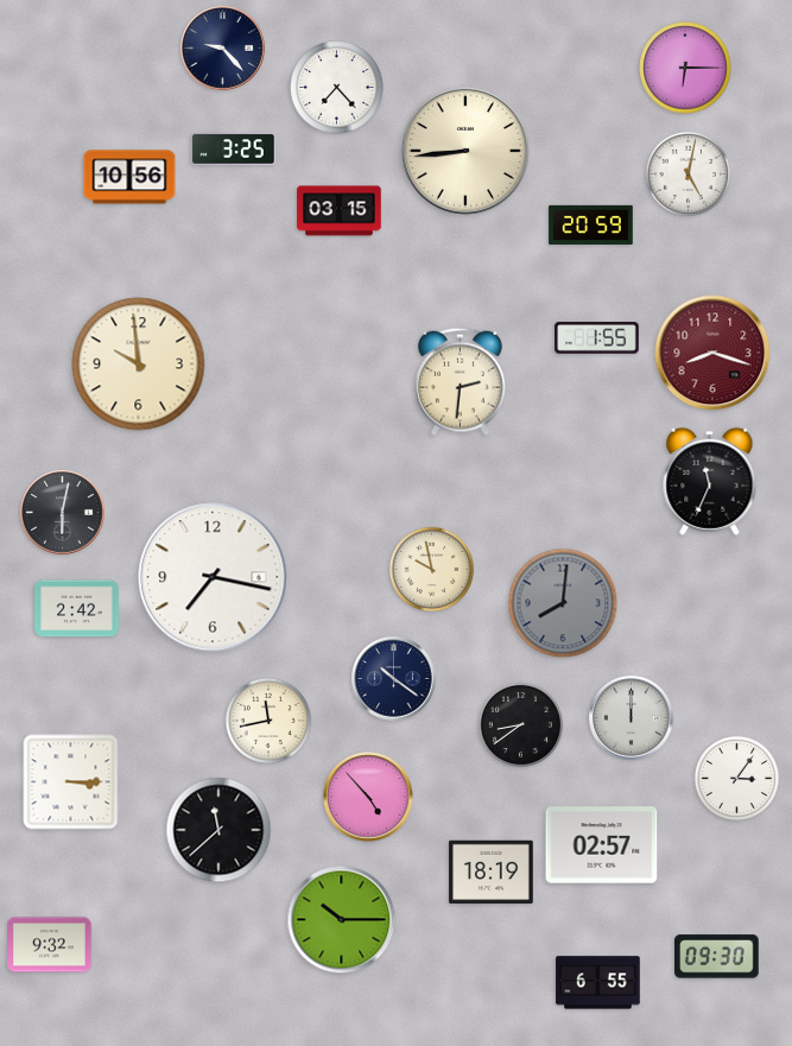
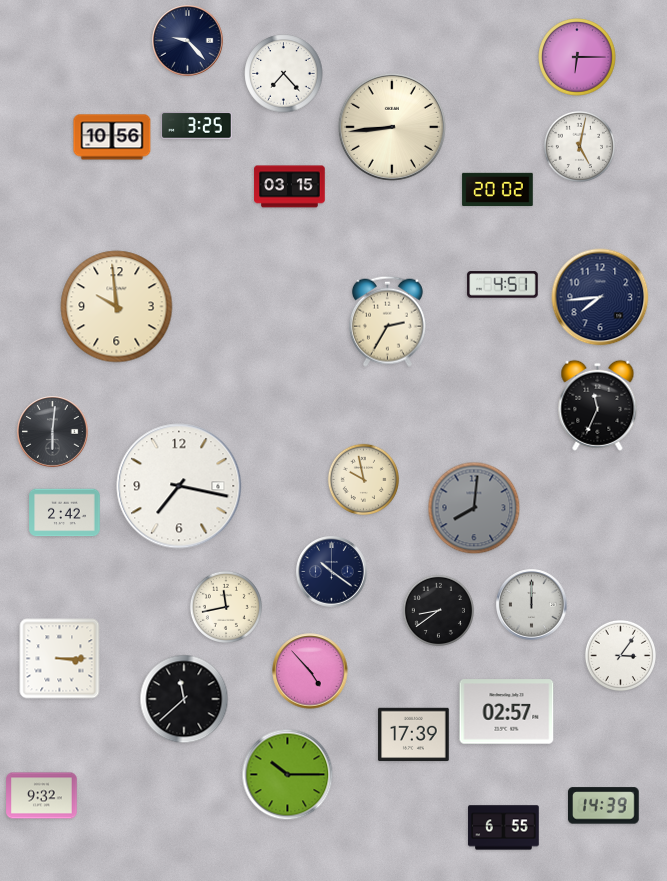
clock at (129, 177) position: (129, 177) -> (112, 137)
clock at (340, 211) position: (340, 211) -> (290, 187)
clock at (591, 224): 20:59 -> 20:02
clock at (597, 338): 1:55 -> 4:51
clock at (712, 353): 8:18 -> 7:44
clock at (712, 353) dial: burgundy -> navy
clock at (460, 381): 2:31 -> 2:35
clock at (63, 513): 6:02 -> 6:01
clock at (492, 873): 18:19 -> 17:39
clock at (717, 957): 09:30 -> 14:39
